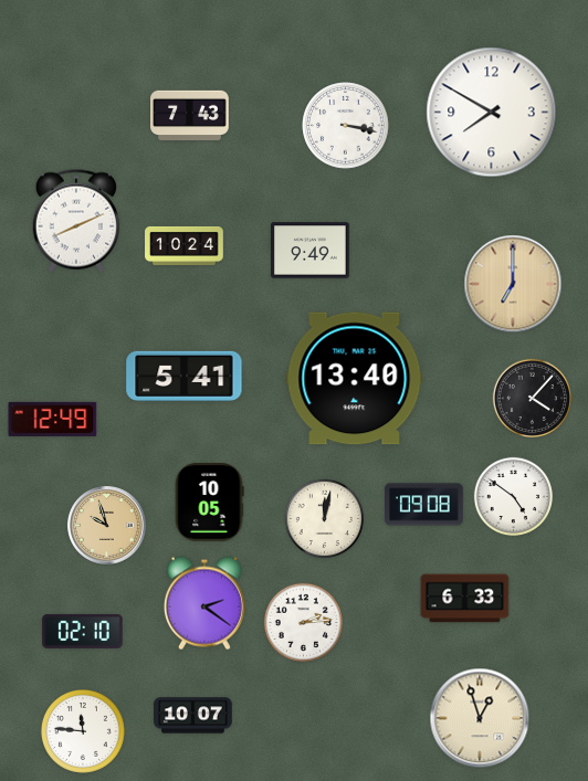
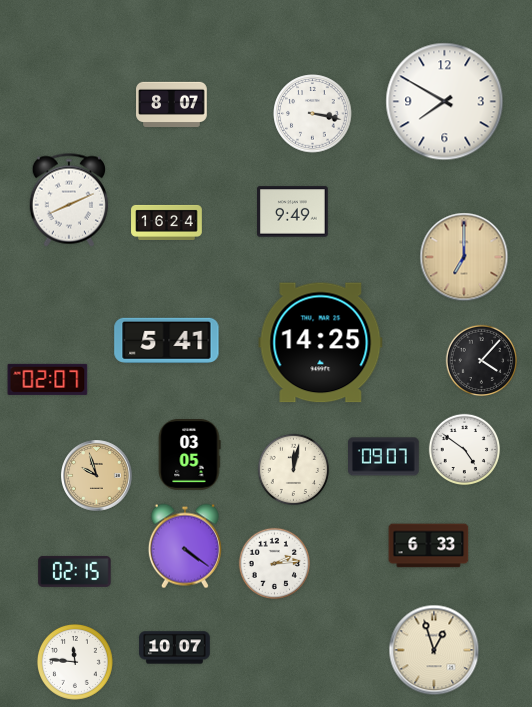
clock at (190, 116): 7:43 -> 8:07
clock at (185, 245): 10:24 -> 16:24
clock at (311, 251) position: (311, 251) -> (293, 212)
clock at (355, 379): 13:40 -> 14:25
clock at (53, 419): 12:49 -> 02:07
clock at (209, 503): 10:05 -> 03:05
clock at (424, 505): 09:08 -> 09:07
clock at (465, 599) position: (465, 599) -> (429, 546)
clock at (204, 603): 2:21 -> 4:21
clock at (83, 631): 02:10 -> 02:15
